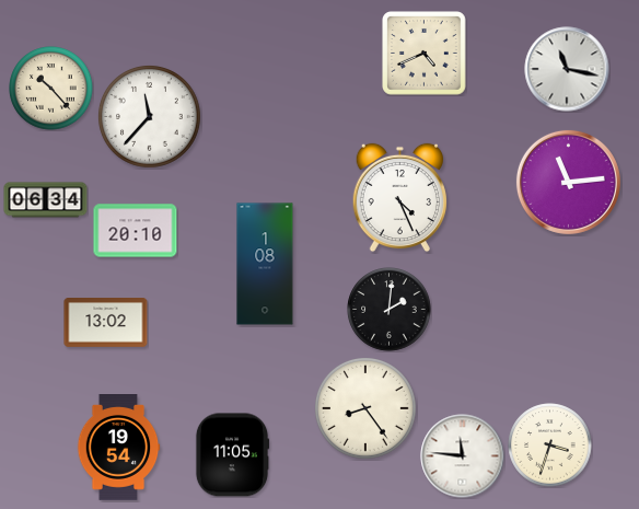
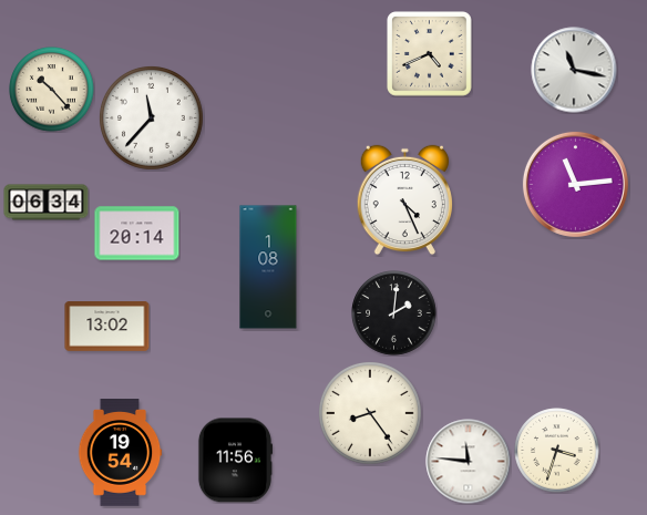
clock at (136, 231): 20:10 -> 20:14
clock at (232, 455): 11:05 -> 11:56
